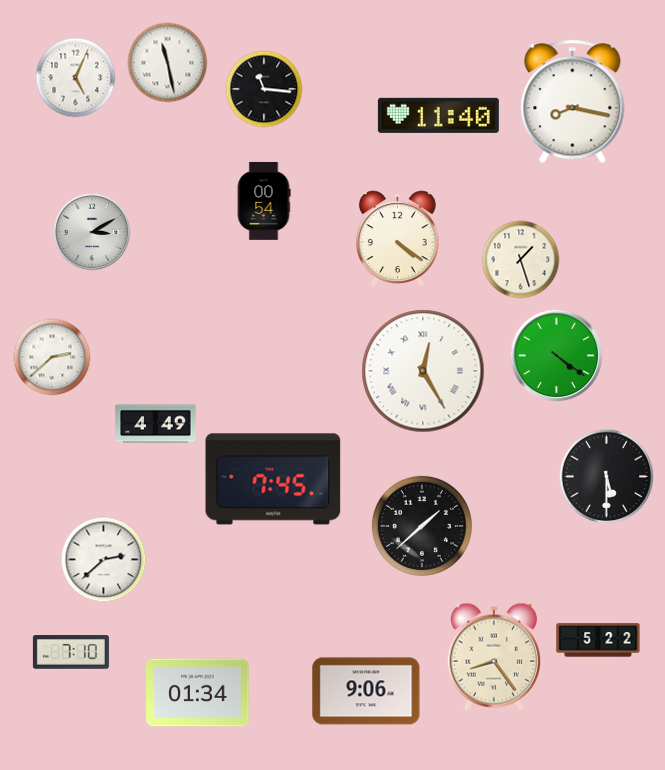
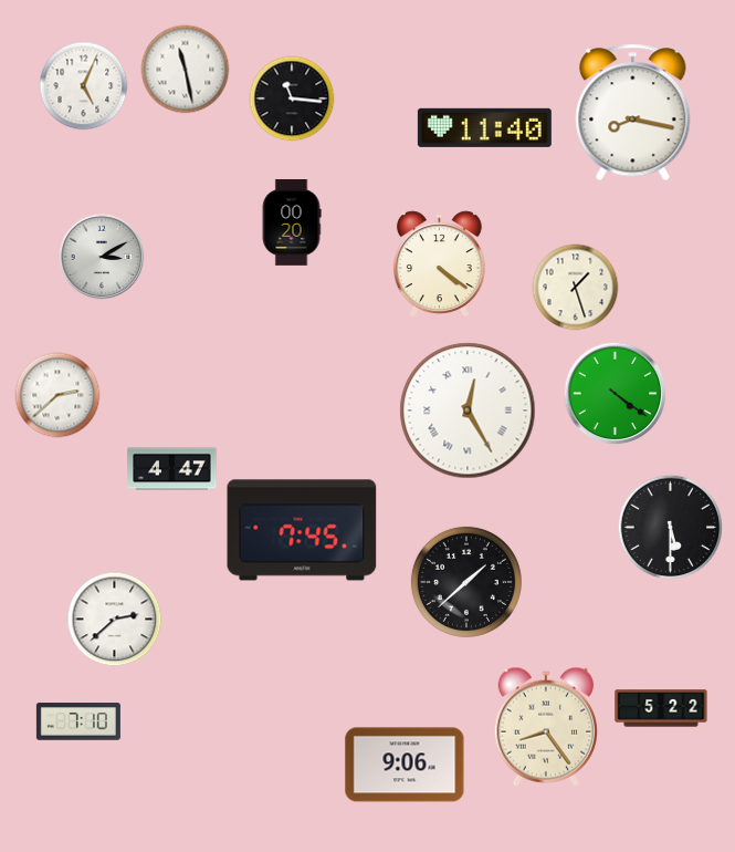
clock at (264, 201): 00:54 -> 00:20
clock at (156, 424): 4:49 -> 4:47
clock at (198, 693): 01:34 -> none
